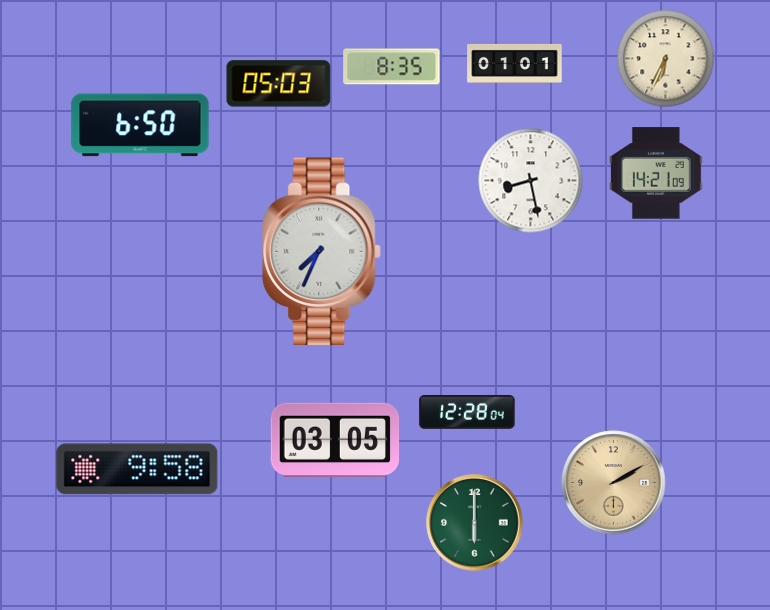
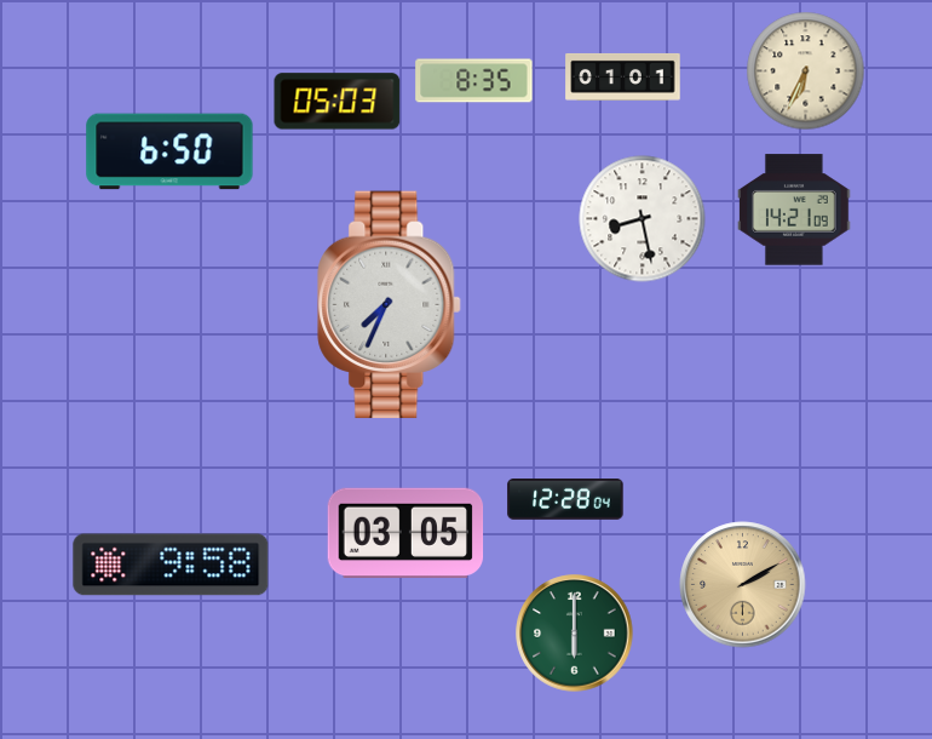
clock at (137, 469) position: (137, 469) -> (171, 565)
